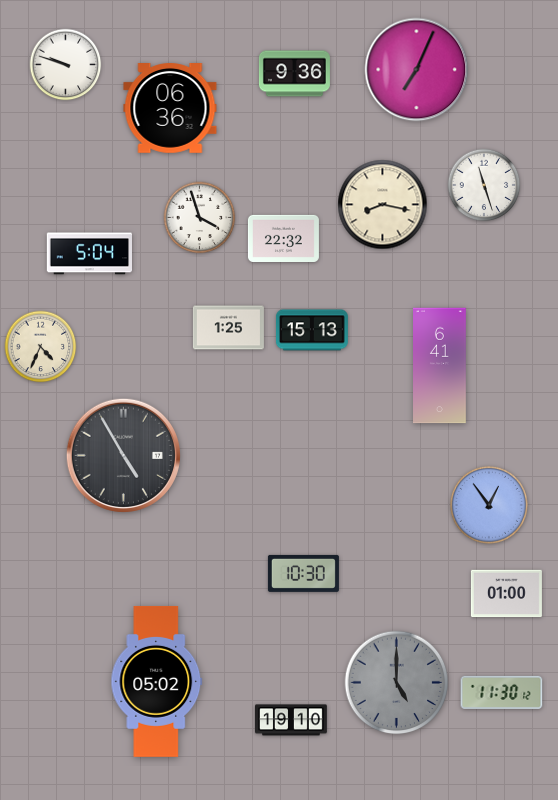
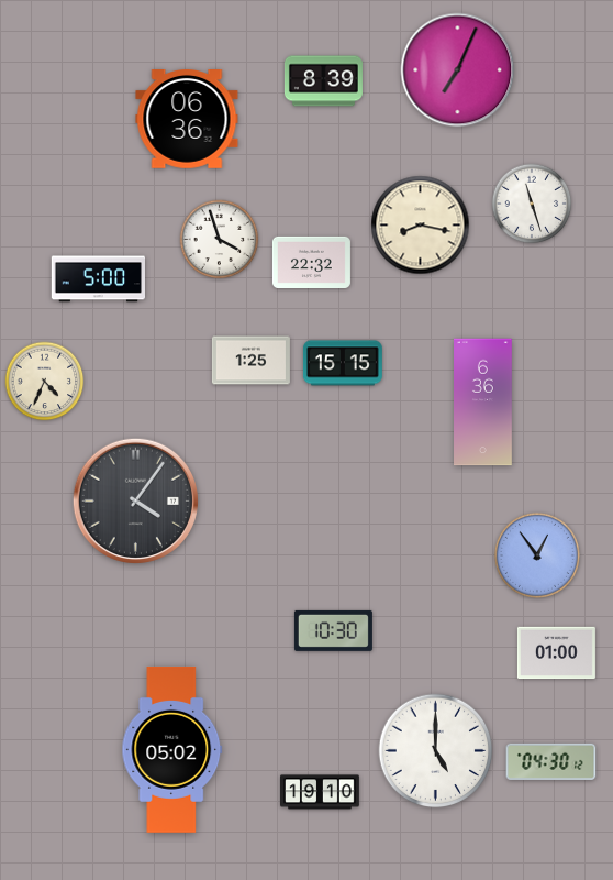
clock at (66, 65): 9:48 -> none
clock at (417, 70) position: (417, 70) -> (458, 70)
clock at (294, 74): 9:36 -> 8:39
clock at (89, 254): 5:04 -> 5:00
clock at (312, 330): 15:13 -> 15:15
clock at (440, 366): 6:41 -> 6:36
clock at (123, 455): 4:55 -> 4:06
clock at (397, 683) dial: grey -> white
clock at (502, 692): 11:30 -> 04:30
